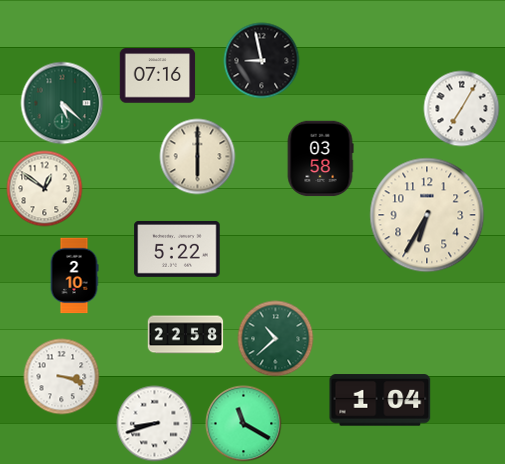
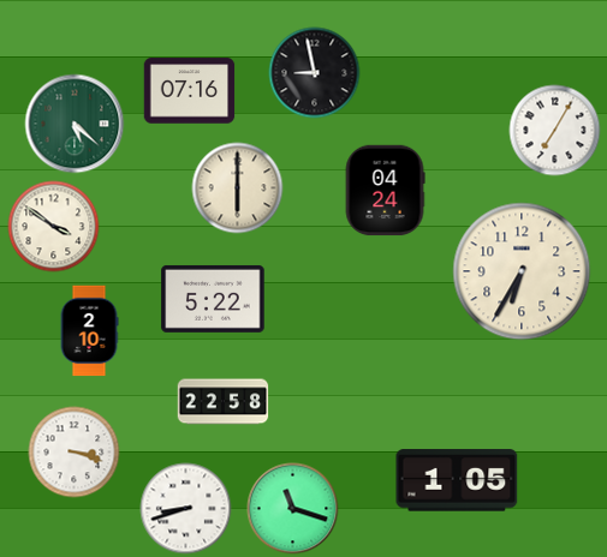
clock at (320, 159): 03:58 -> 04:24
clock at (45, 189): 12:51 -> 3:51
clock at (427, 215) position: (427, 215) -> (522, 271)
clock at (276, 339): 10:38 -> none
clock at (380, 400): 1:04 -> 1:05
clock at (244, 424): 11:20 -> 11:18
